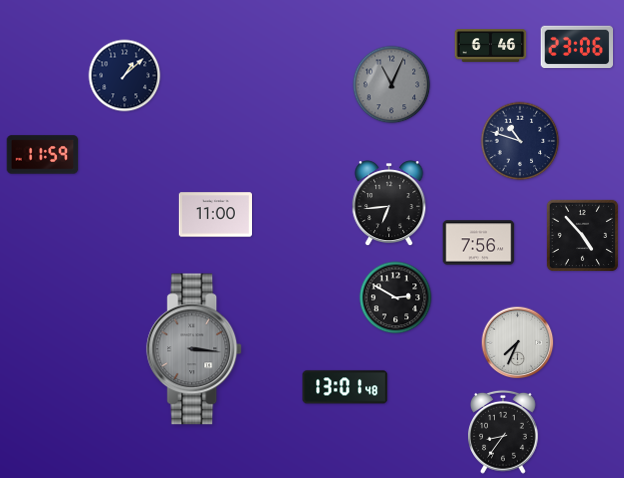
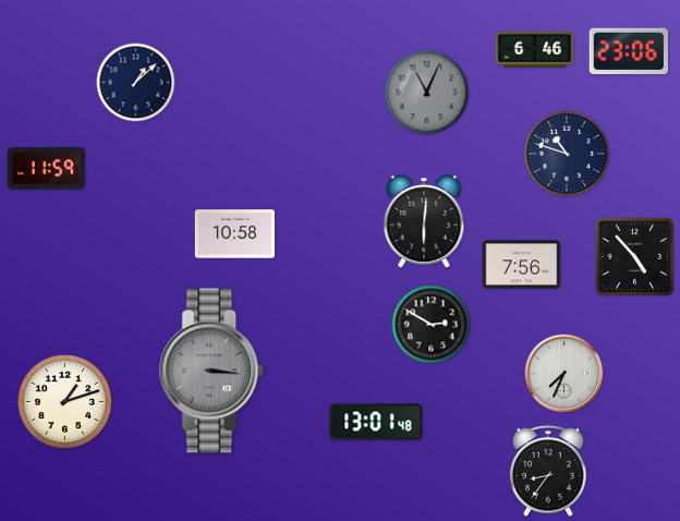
clock at (389, 204): 6:44 -> 6:01
clock at (215, 215): 11:00 -> 10:58
clock at (195, 349) position: (195, 349) -> (212, 371)
clock at (64, 401): none -> 1:12
